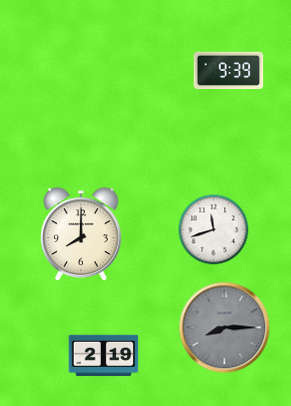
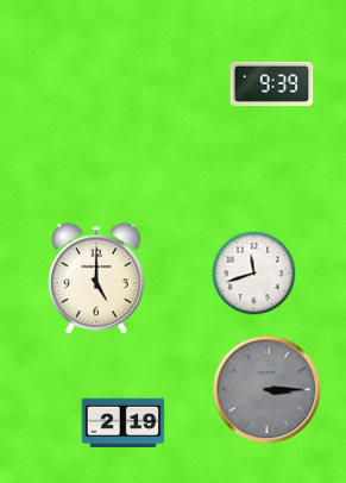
clock at (81, 234): 8:00 -> 5:00
clock at (225, 328): 8:15 -> 3:15
